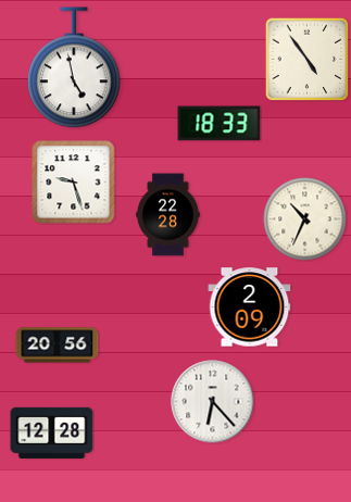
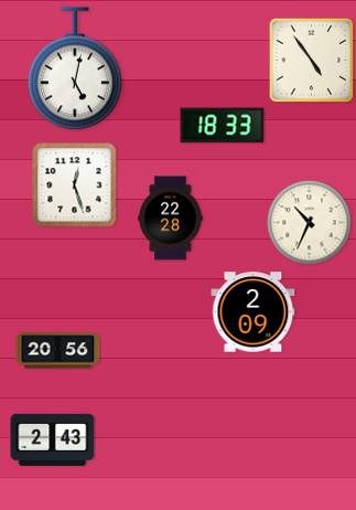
clock at (74, 68): 4:58 -> 5:02
clock at (74, 183): 9:27 -> 12:27
clock at (213, 402): 6:23 -> none
clock at (52, 432): 12:28 -> 2:43
